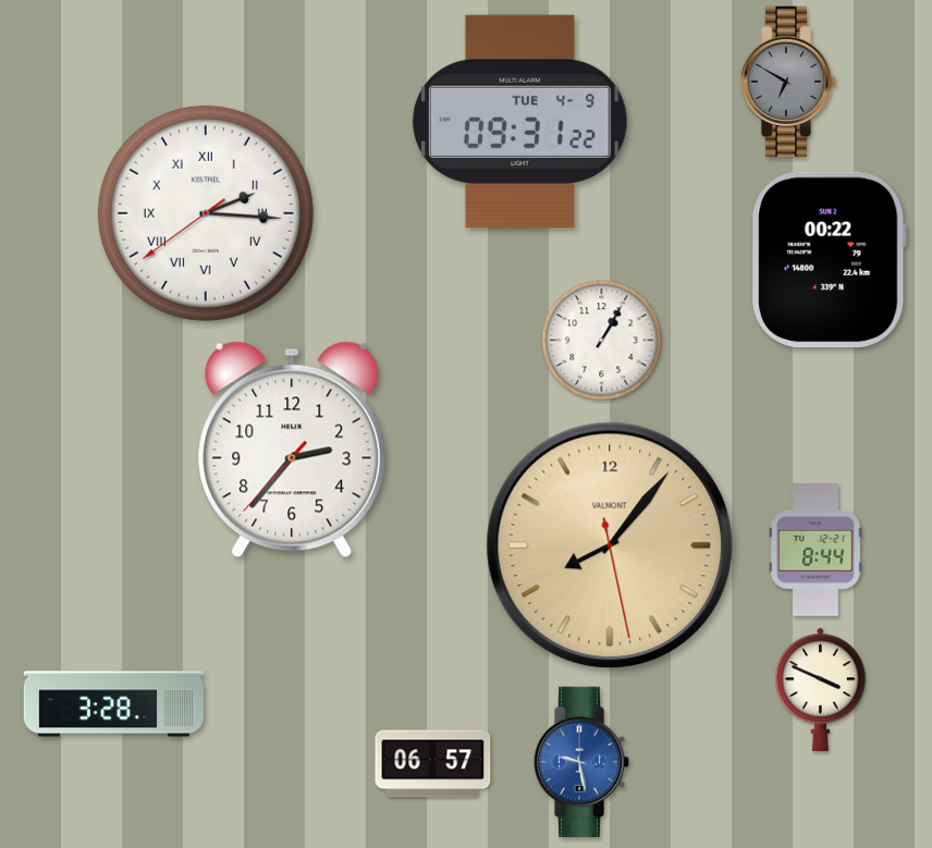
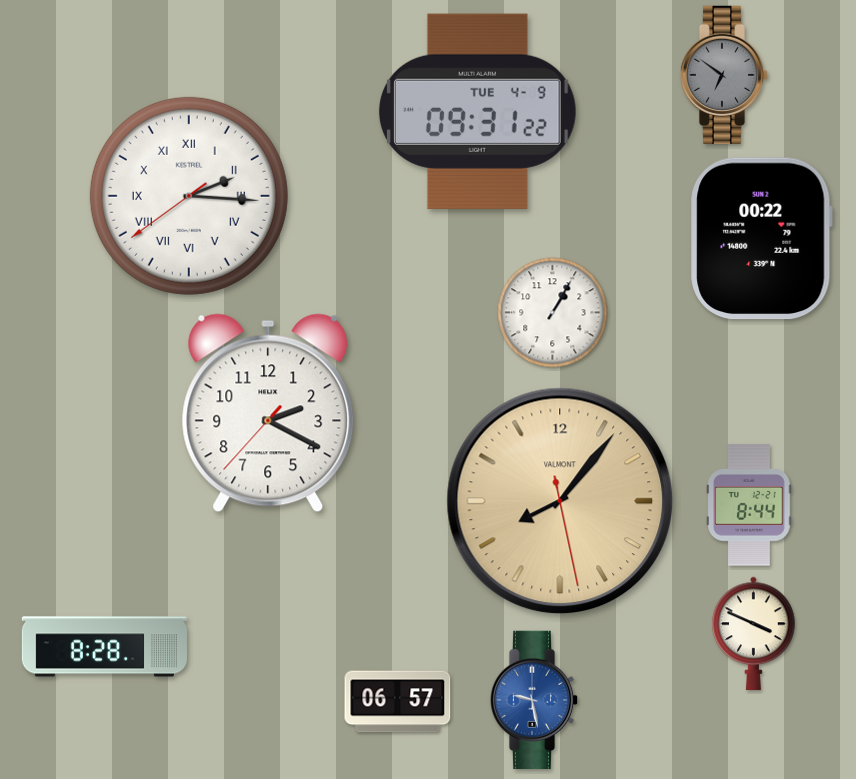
clock at (788, 81): 6:50 -> 6:51
clock at (292, 450): 2:36 -> 2:19
clock at (113, 704): 3:28 -> 8:28
